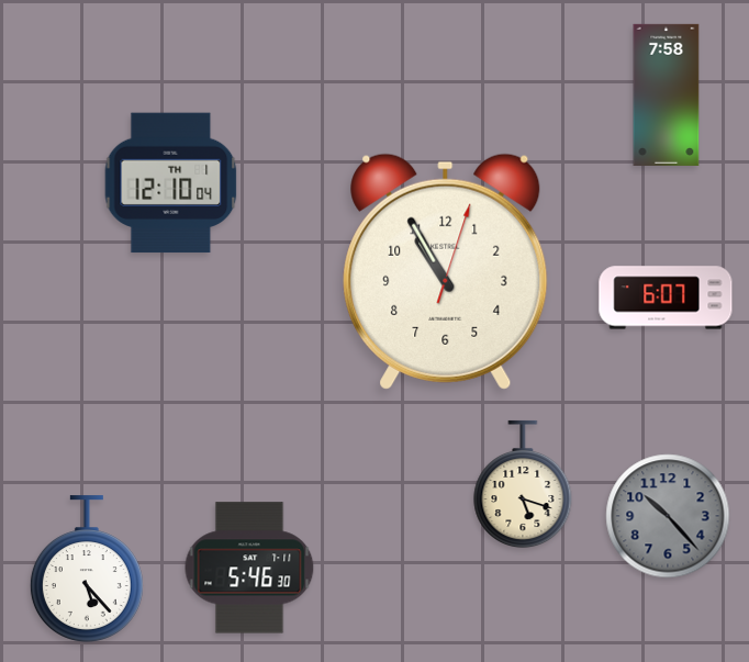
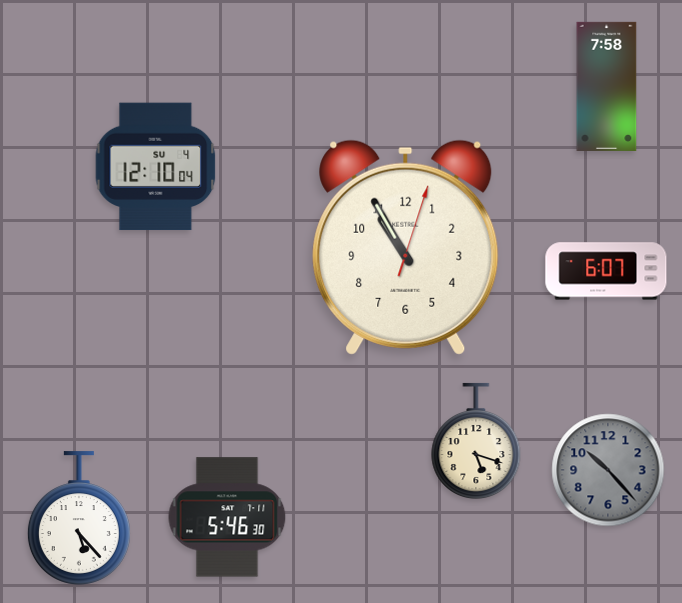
clock at (171, 183) date: TH 1 -> SU 4
